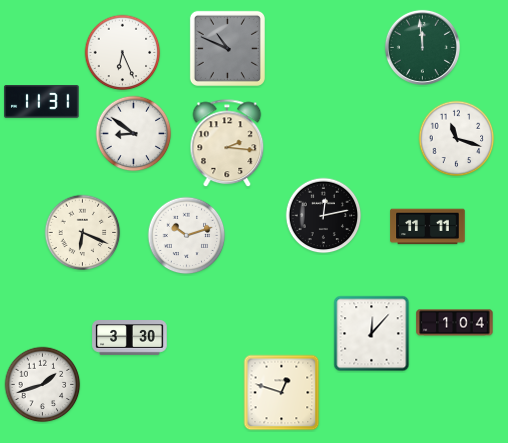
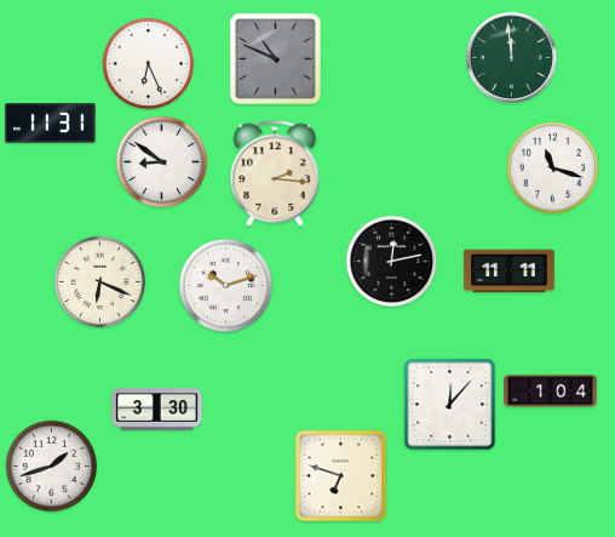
clock at (428, 227) position: (428, 227) -> (510, 272)
clock at (282, 393): 12:48 -> 6:48
